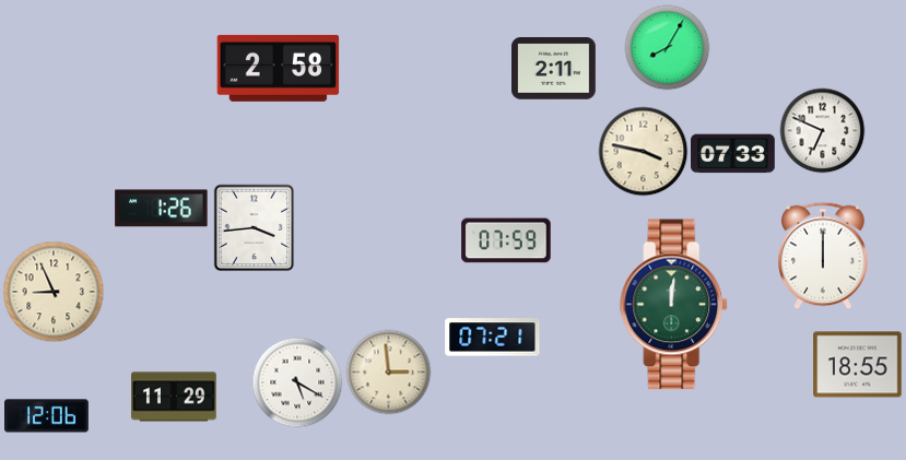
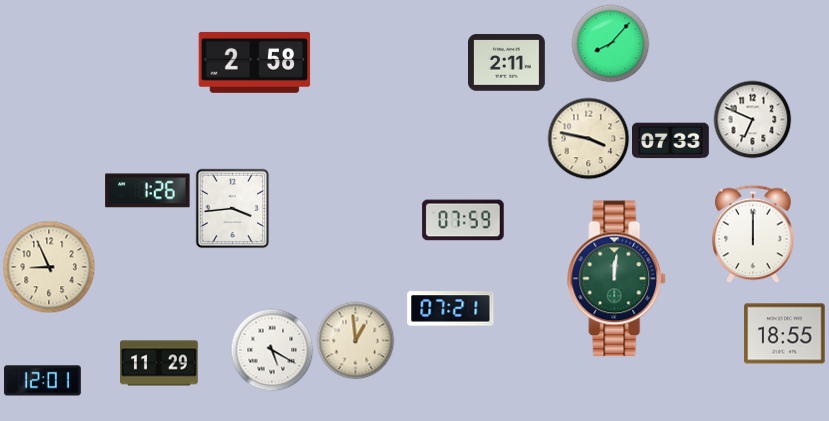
clock at (667, 47): 8:05 -> 8:07
clock at (388, 371): 2:59 -> 12:59
clock at (47, 416): 12:06 -> 12:01
